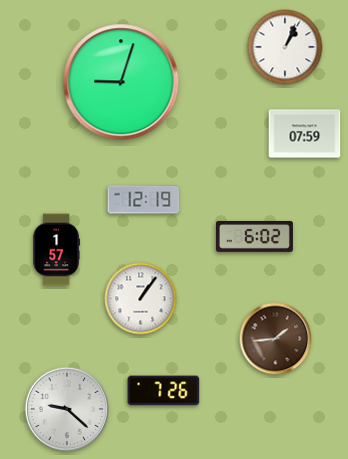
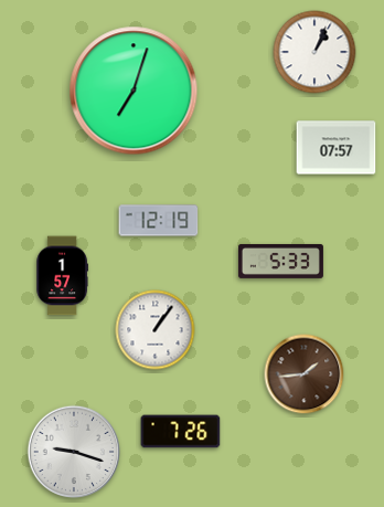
clock at (121, 82): 9:03 -> 7:03
clock at (305, 134): 07:59 -> 07:57
clock at (254, 237): 6:02 -> 5:33
clock at (67, 409): 9:22 -> 9:18
